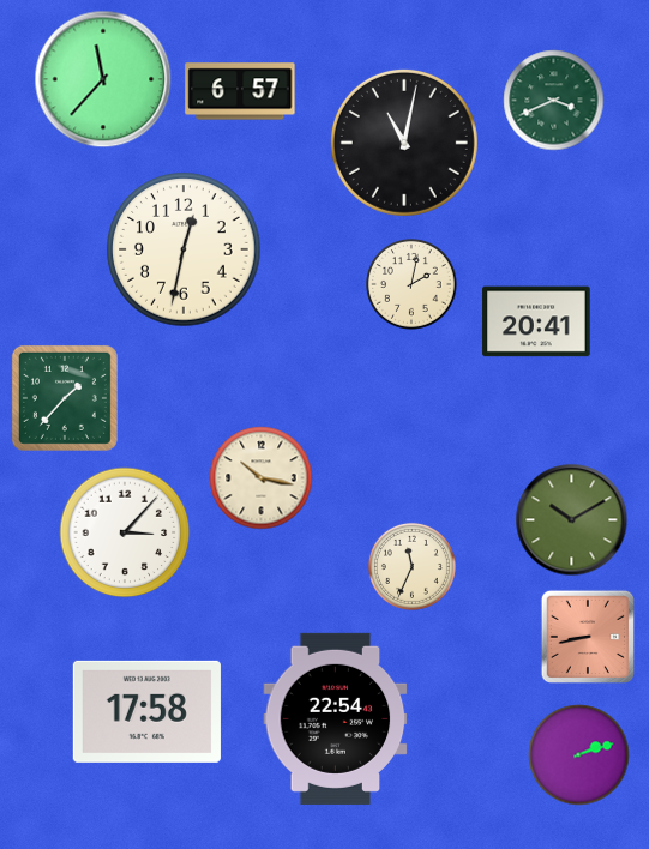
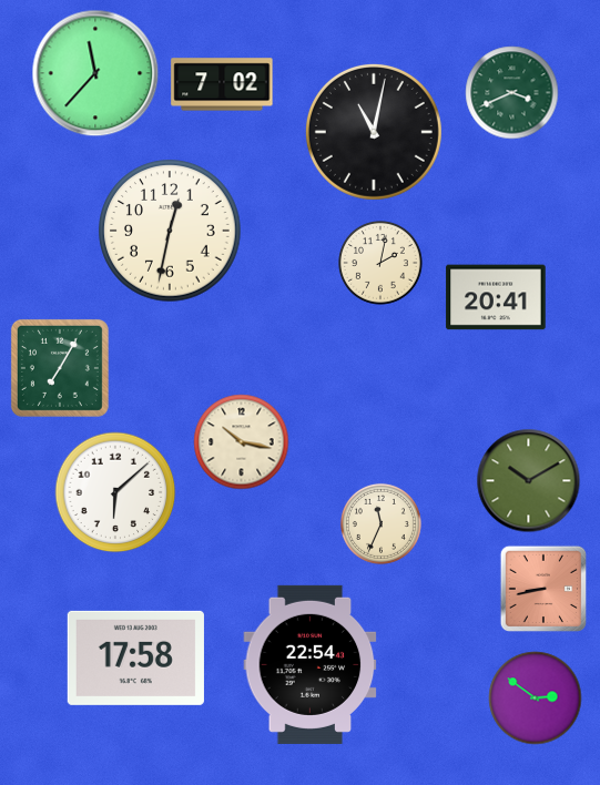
clock at (240, 91): 6:57 -> 7:02
clock at (65, 398): 1:37 -> 7:05
clock at (125, 532): 3:07 -> 6:08
clock at (579, 755): 2:12 -> 2:51
